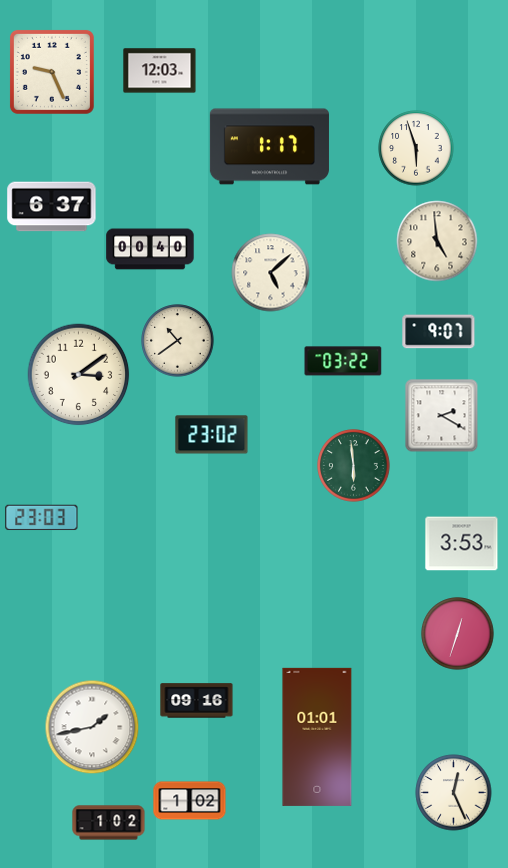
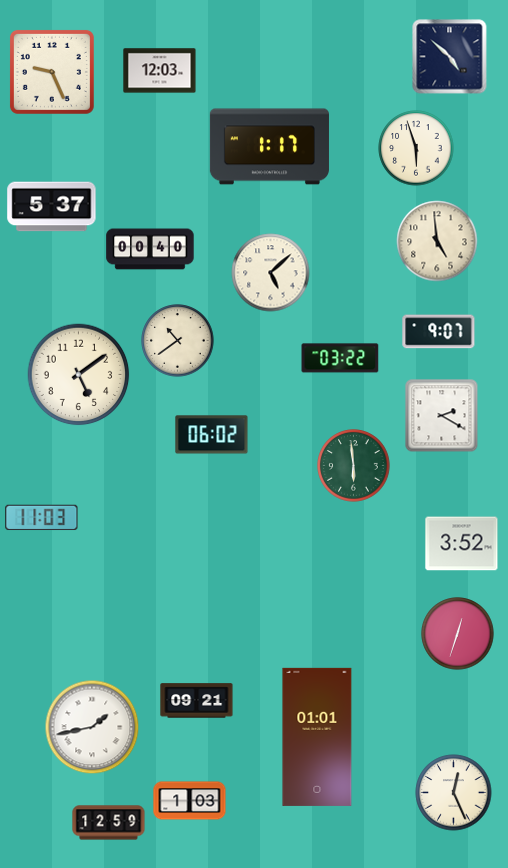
clock at (450, 57): none -> 4:52
clock at (52, 207): 6:37 -> 5:37
clock at (343, 361) position: (343, 361) -> (340, 358)
clock at (79, 375): 3:09 -> 5:09
clock at (212, 435): 23:02 -> 06:02
clock at (42, 518): 23:03 -> 11:03
clock at (462, 544): 3:53 -> 3:52
clock at (197, 701): 09:16 -> 09:21
clock at (190, 801): 1:02 -> 1:03
clock at (109, 823): 1:02 -> 12:59
